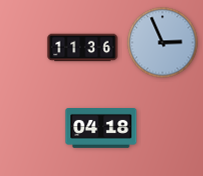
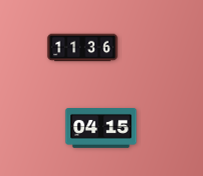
clock at (163, 43): 2:56 -> none
clock at (101, 129): 04:18 -> 04:15
